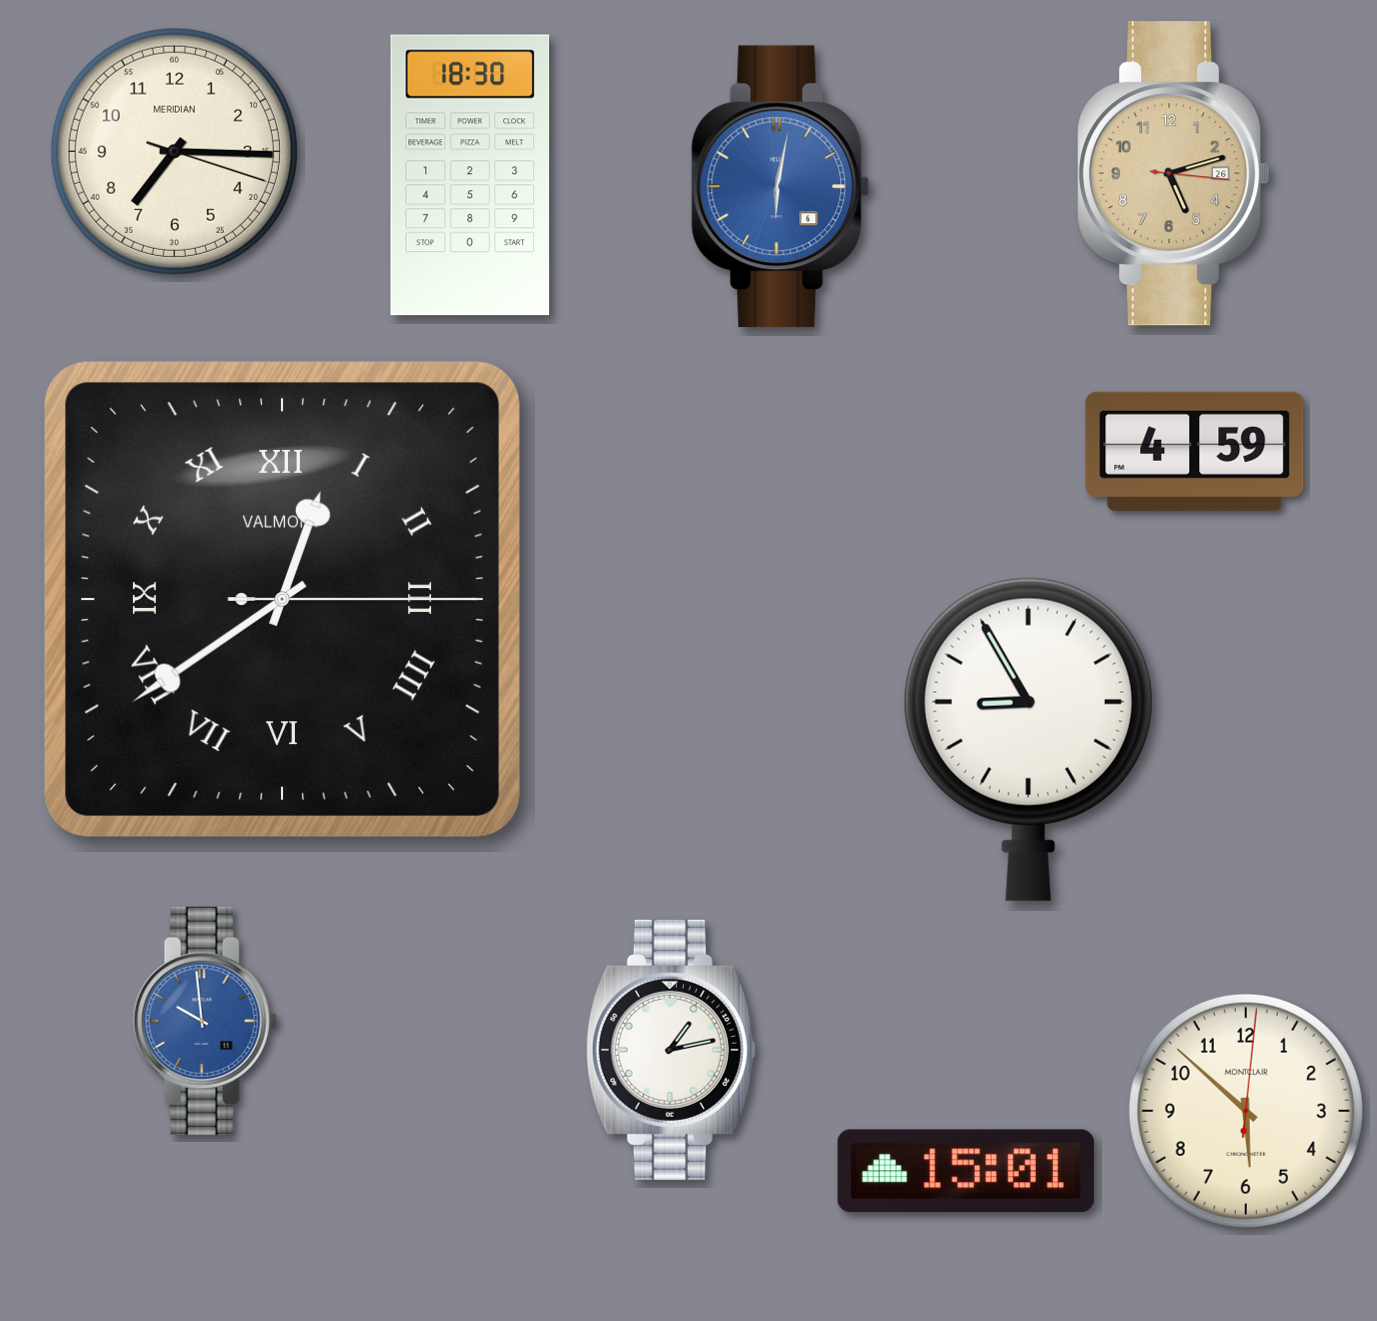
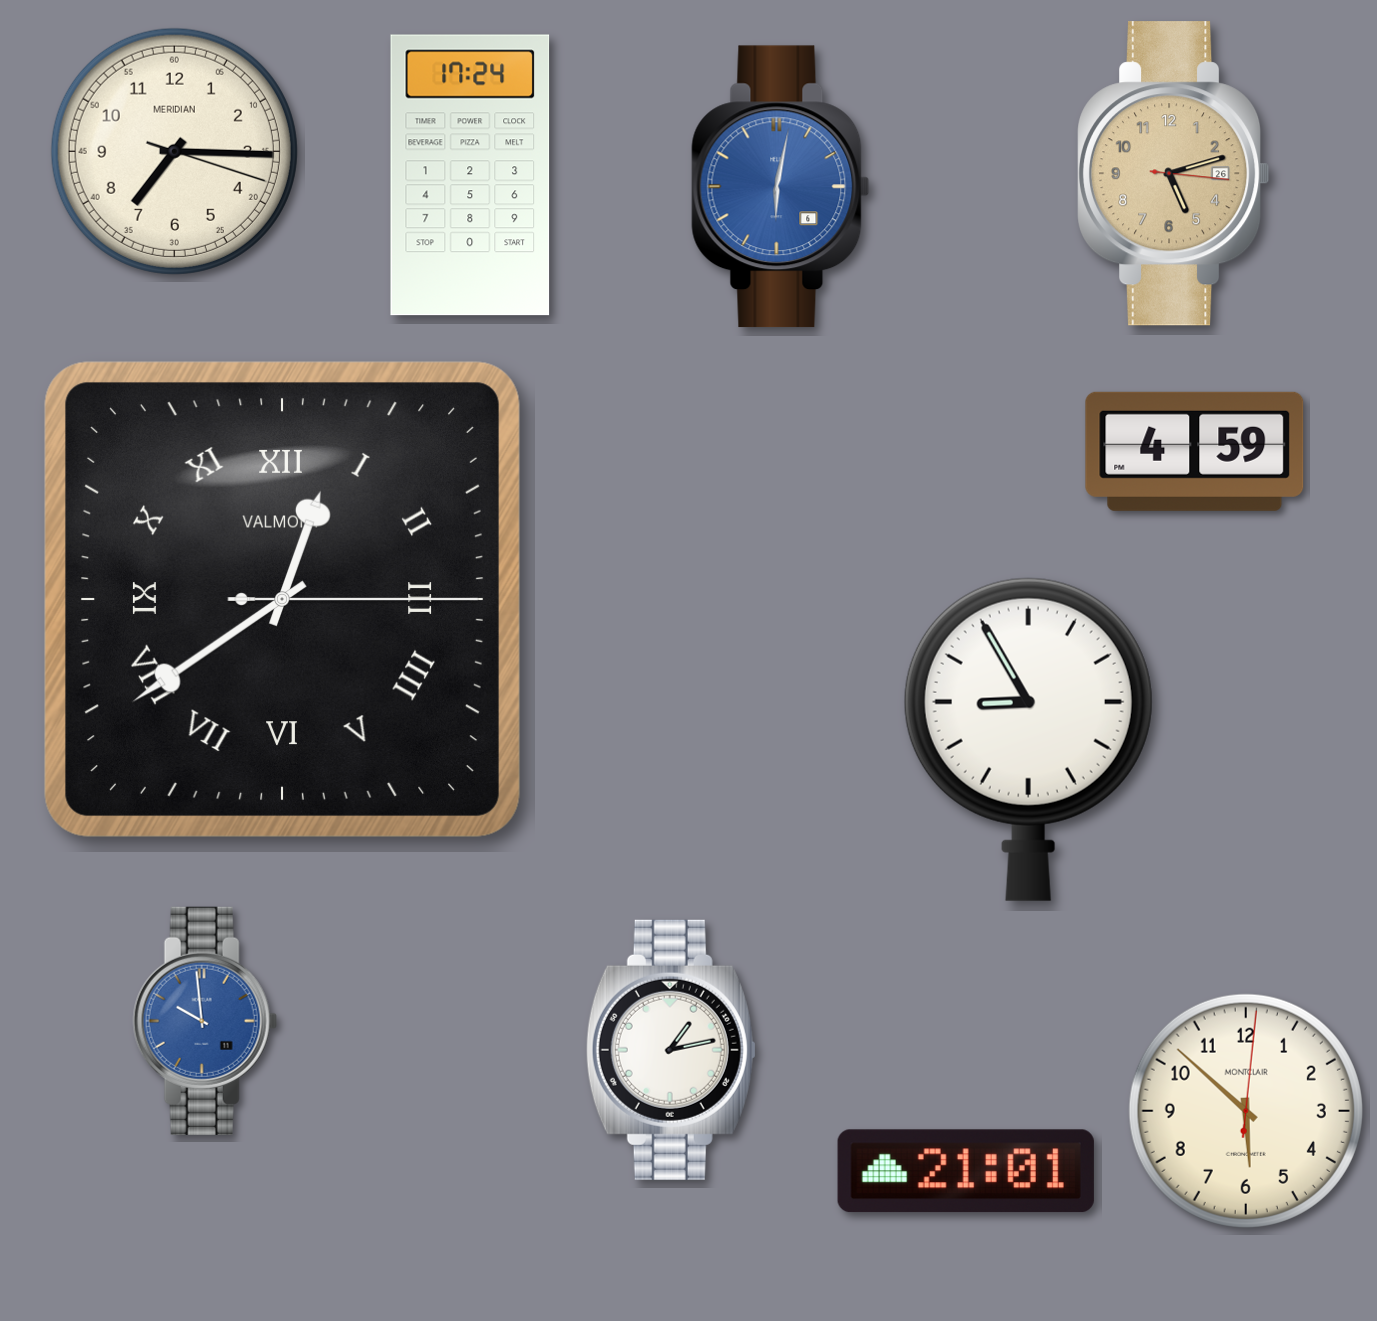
clock at (470, 175): 18:30 -> 17:24
clock at (966, 1171): 15:01 -> 21:01
